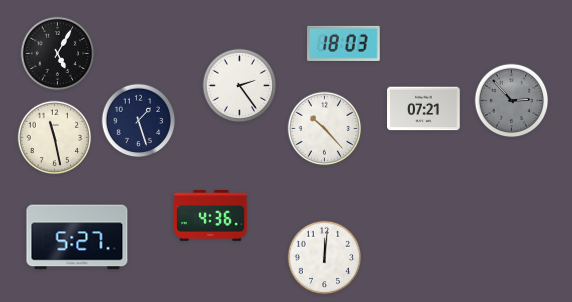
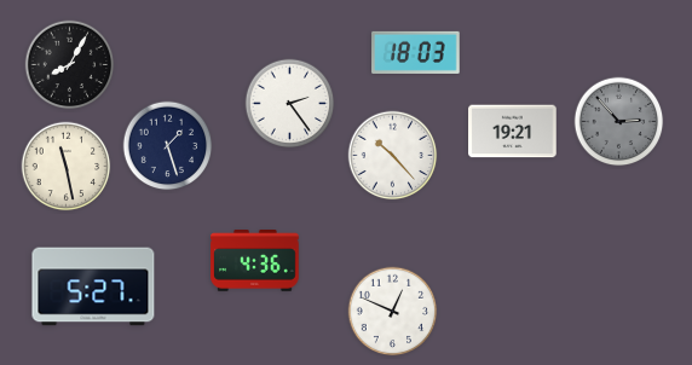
clock at (58, 54): 5:05 -> 8:05
clock at (424, 109): 07:21 -> 19:21
clock at (325, 258): 12:01 -> 12:49
